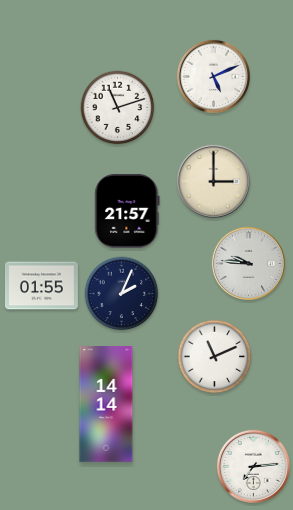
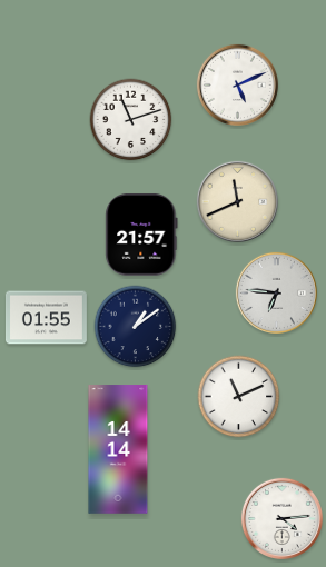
clock at (213, 181): 3:00 -> 11:41
clock at (248, 263): 9:46 -> 6:46
clock at (122, 294): 2:04 -> 1:09
clock at (253, 466): 7:14 -> 4:14
